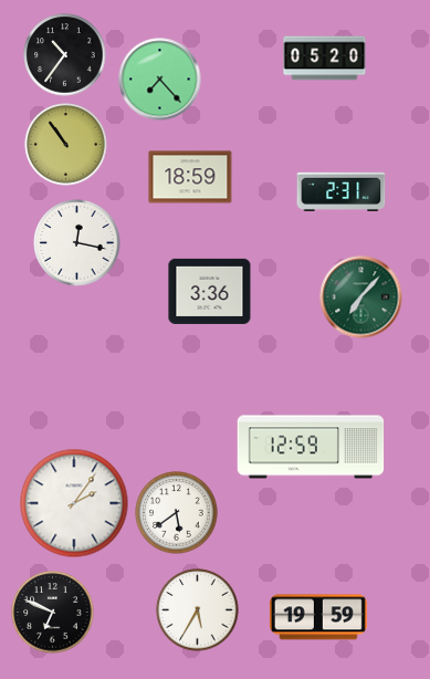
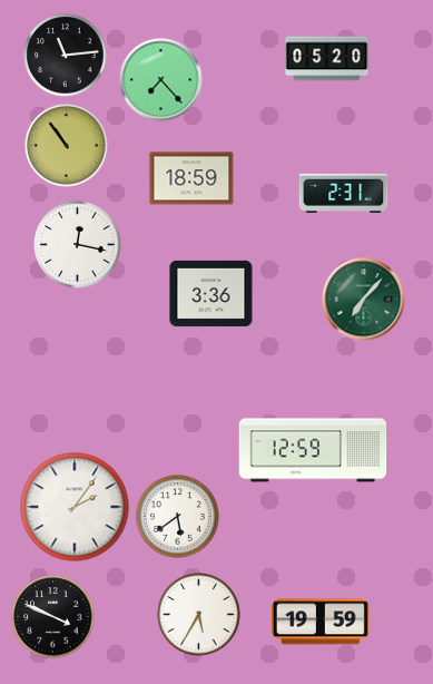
clock at (65, 55): 10:36 -> 11:14
clock at (53, 613): 6:49 -> 3:49
